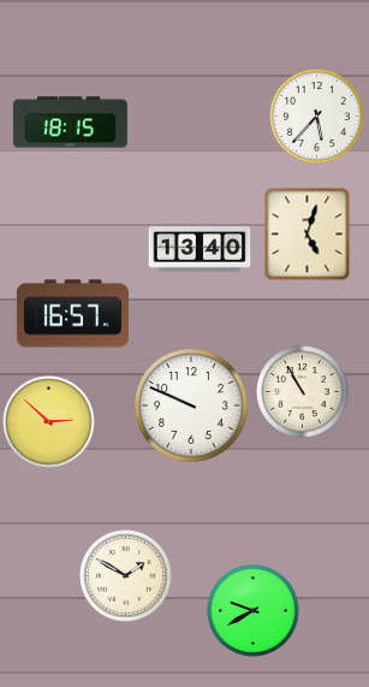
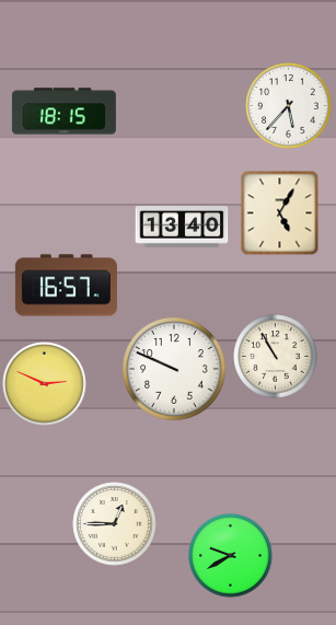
clock at (308, 233): 5:03 -> 5:05
clock at (49, 422): 2:52 -> 2:49
clock at (126, 576): 1:50 -> 12:45
